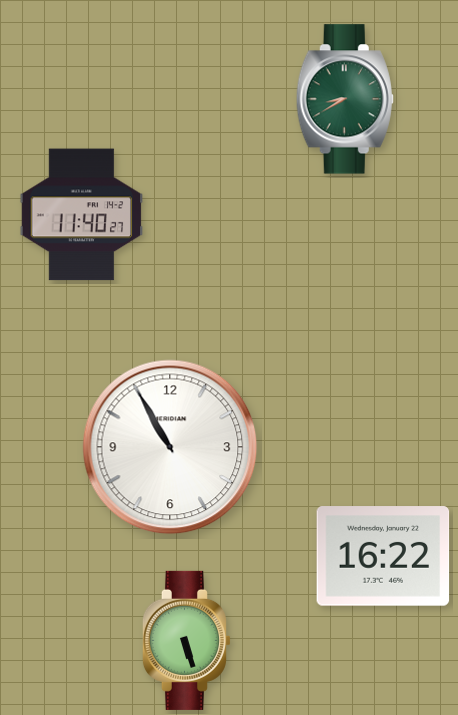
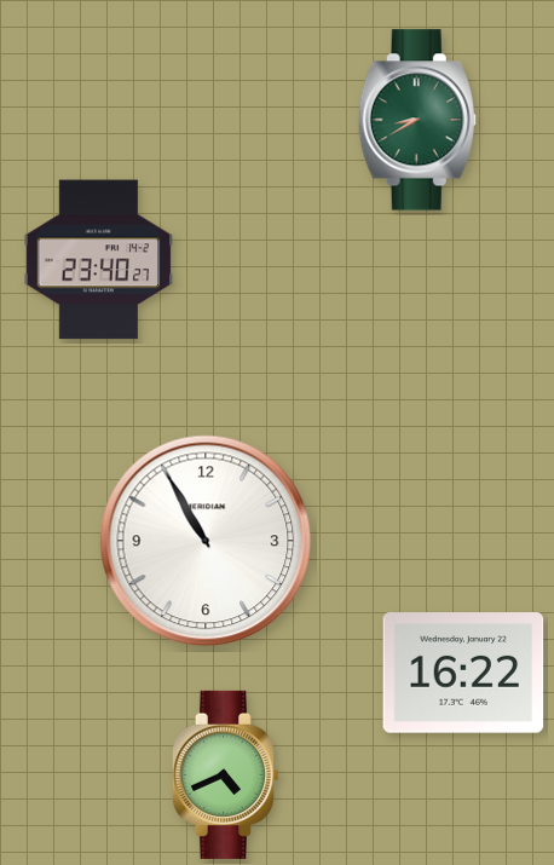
clock at (82, 215): 11:40 -> 23:40
clock at (186, 640): 5:27 -> 4:41
